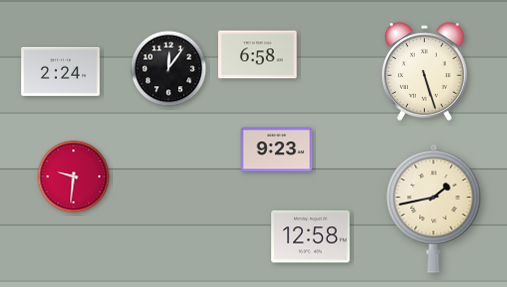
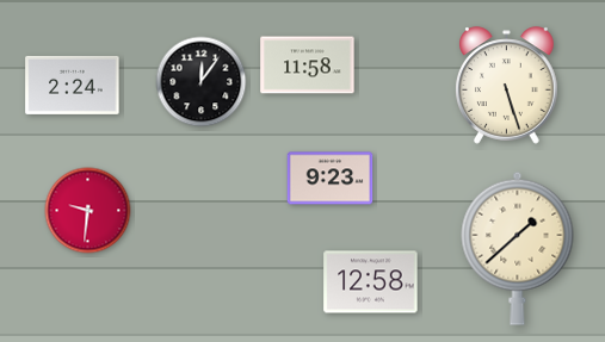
clock at (258, 55): 6:58 -> 11:58
clock at (434, 208): 1:43 -> 1:38
